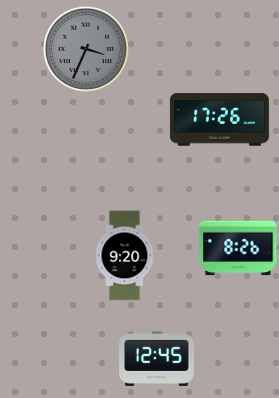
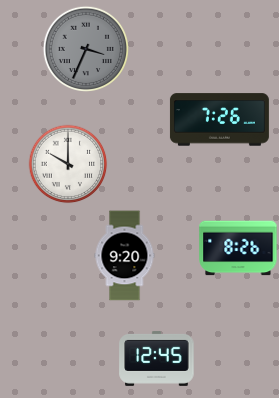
clock at (219, 120): 17:26 -> 7:26
clock at (68, 164): none -> 10:00
